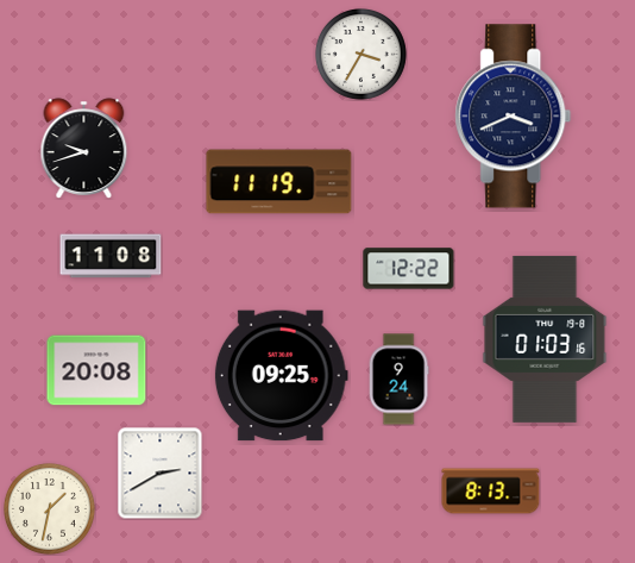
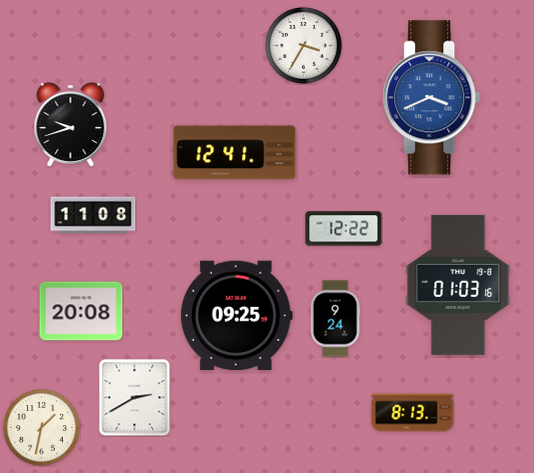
clock at (514, 117) dial: navy -> blue
clock at (279, 182): 11:19 -> 12:41
clock at (409, 269) position: (409, 269) -> (344, 229)
